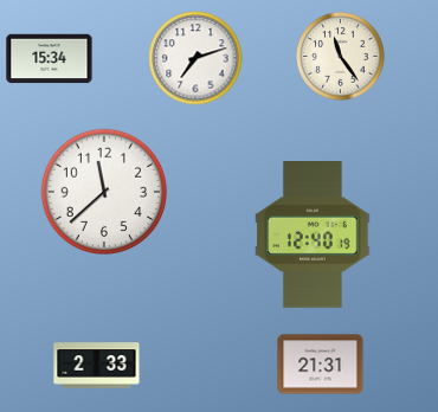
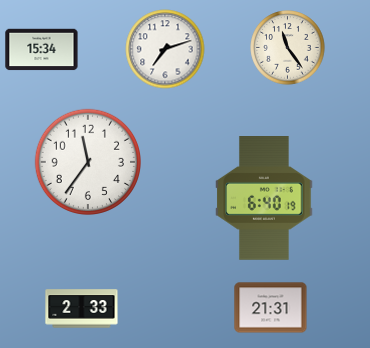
clock at (104, 192): 11:38 -> 11:36
clock at (313, 236): 12:40 -> 6:40
